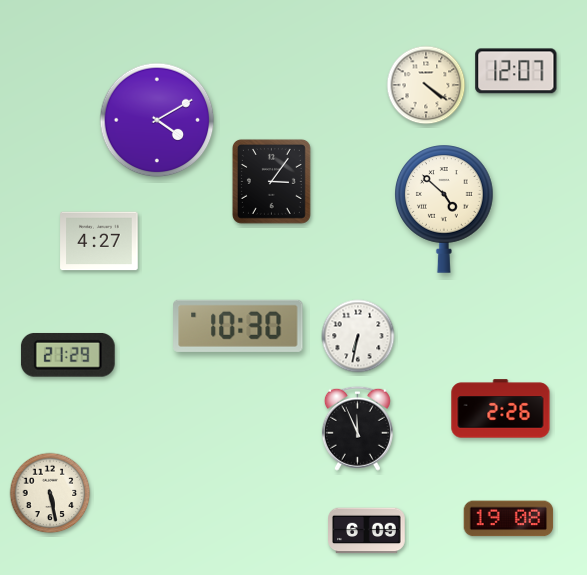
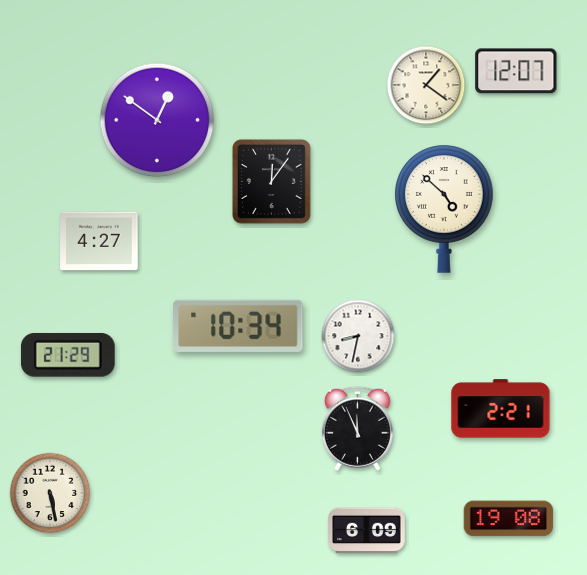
clock at (426, 85): 4:21 -> 1:21
clock at (157, 120): 4:10 -> 12:51
clock at (271, 181): 3:06 -> 12:06
clock at (238, 326): 10:30 -> 10:34
clock at (358, 336): 6:32 -> 8:32
clock at (501, 409): 2:26 -> 2:21
